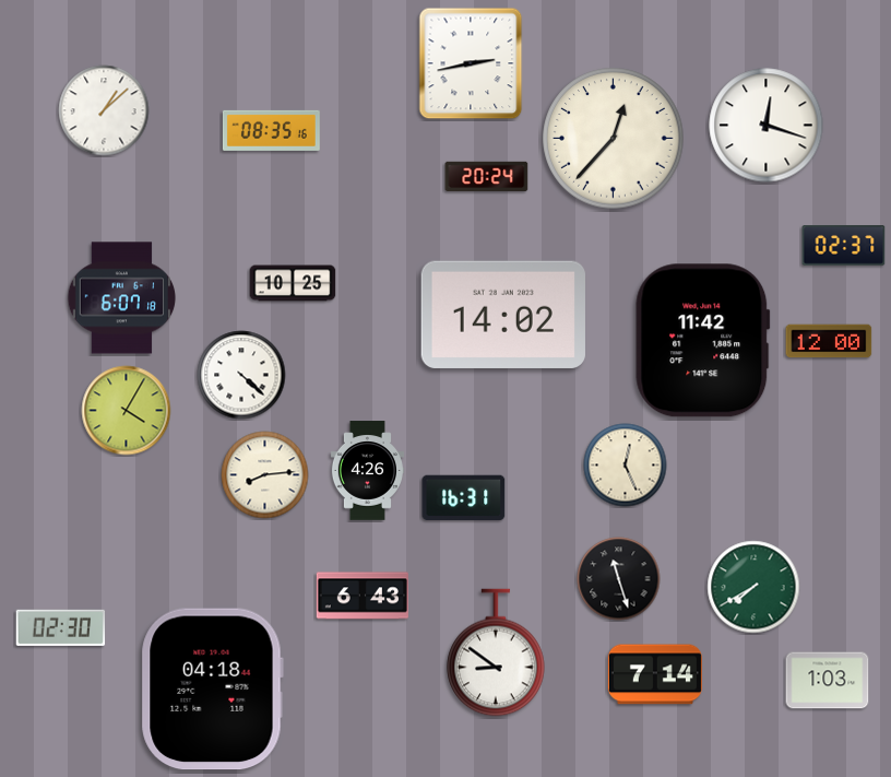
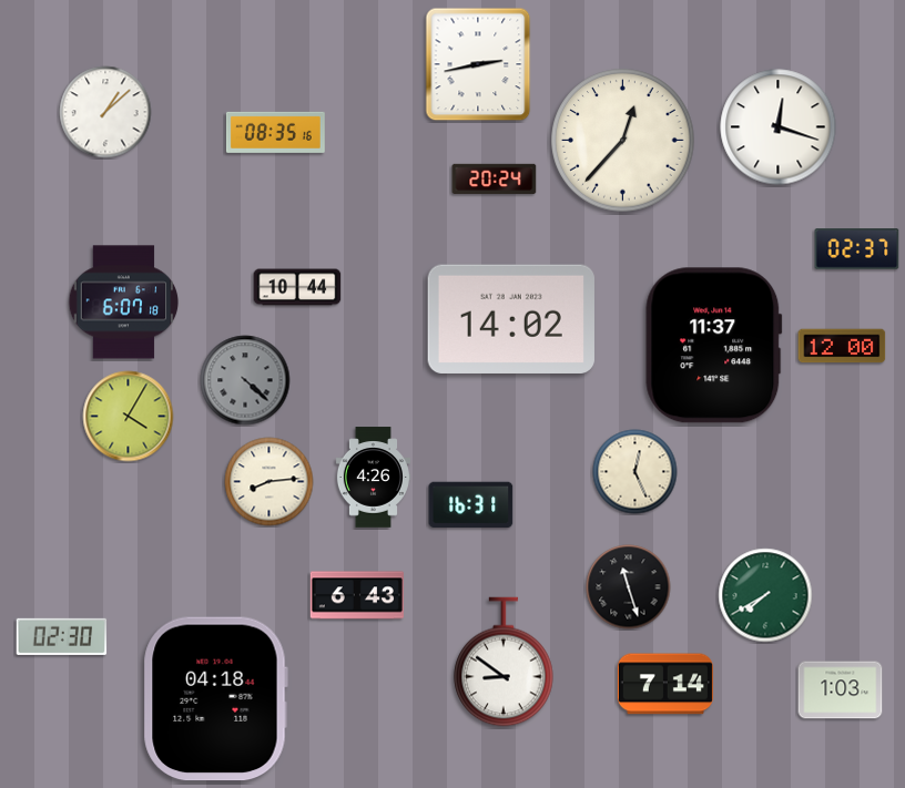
clock at (293, 283): 10:25 -> 10:44
clock at (703, 341): 11:42 -> 11:37
clock at (241, 375) dial: white -> grey
clock at (363, 596) position: (363, 596) -> (357, 595)
